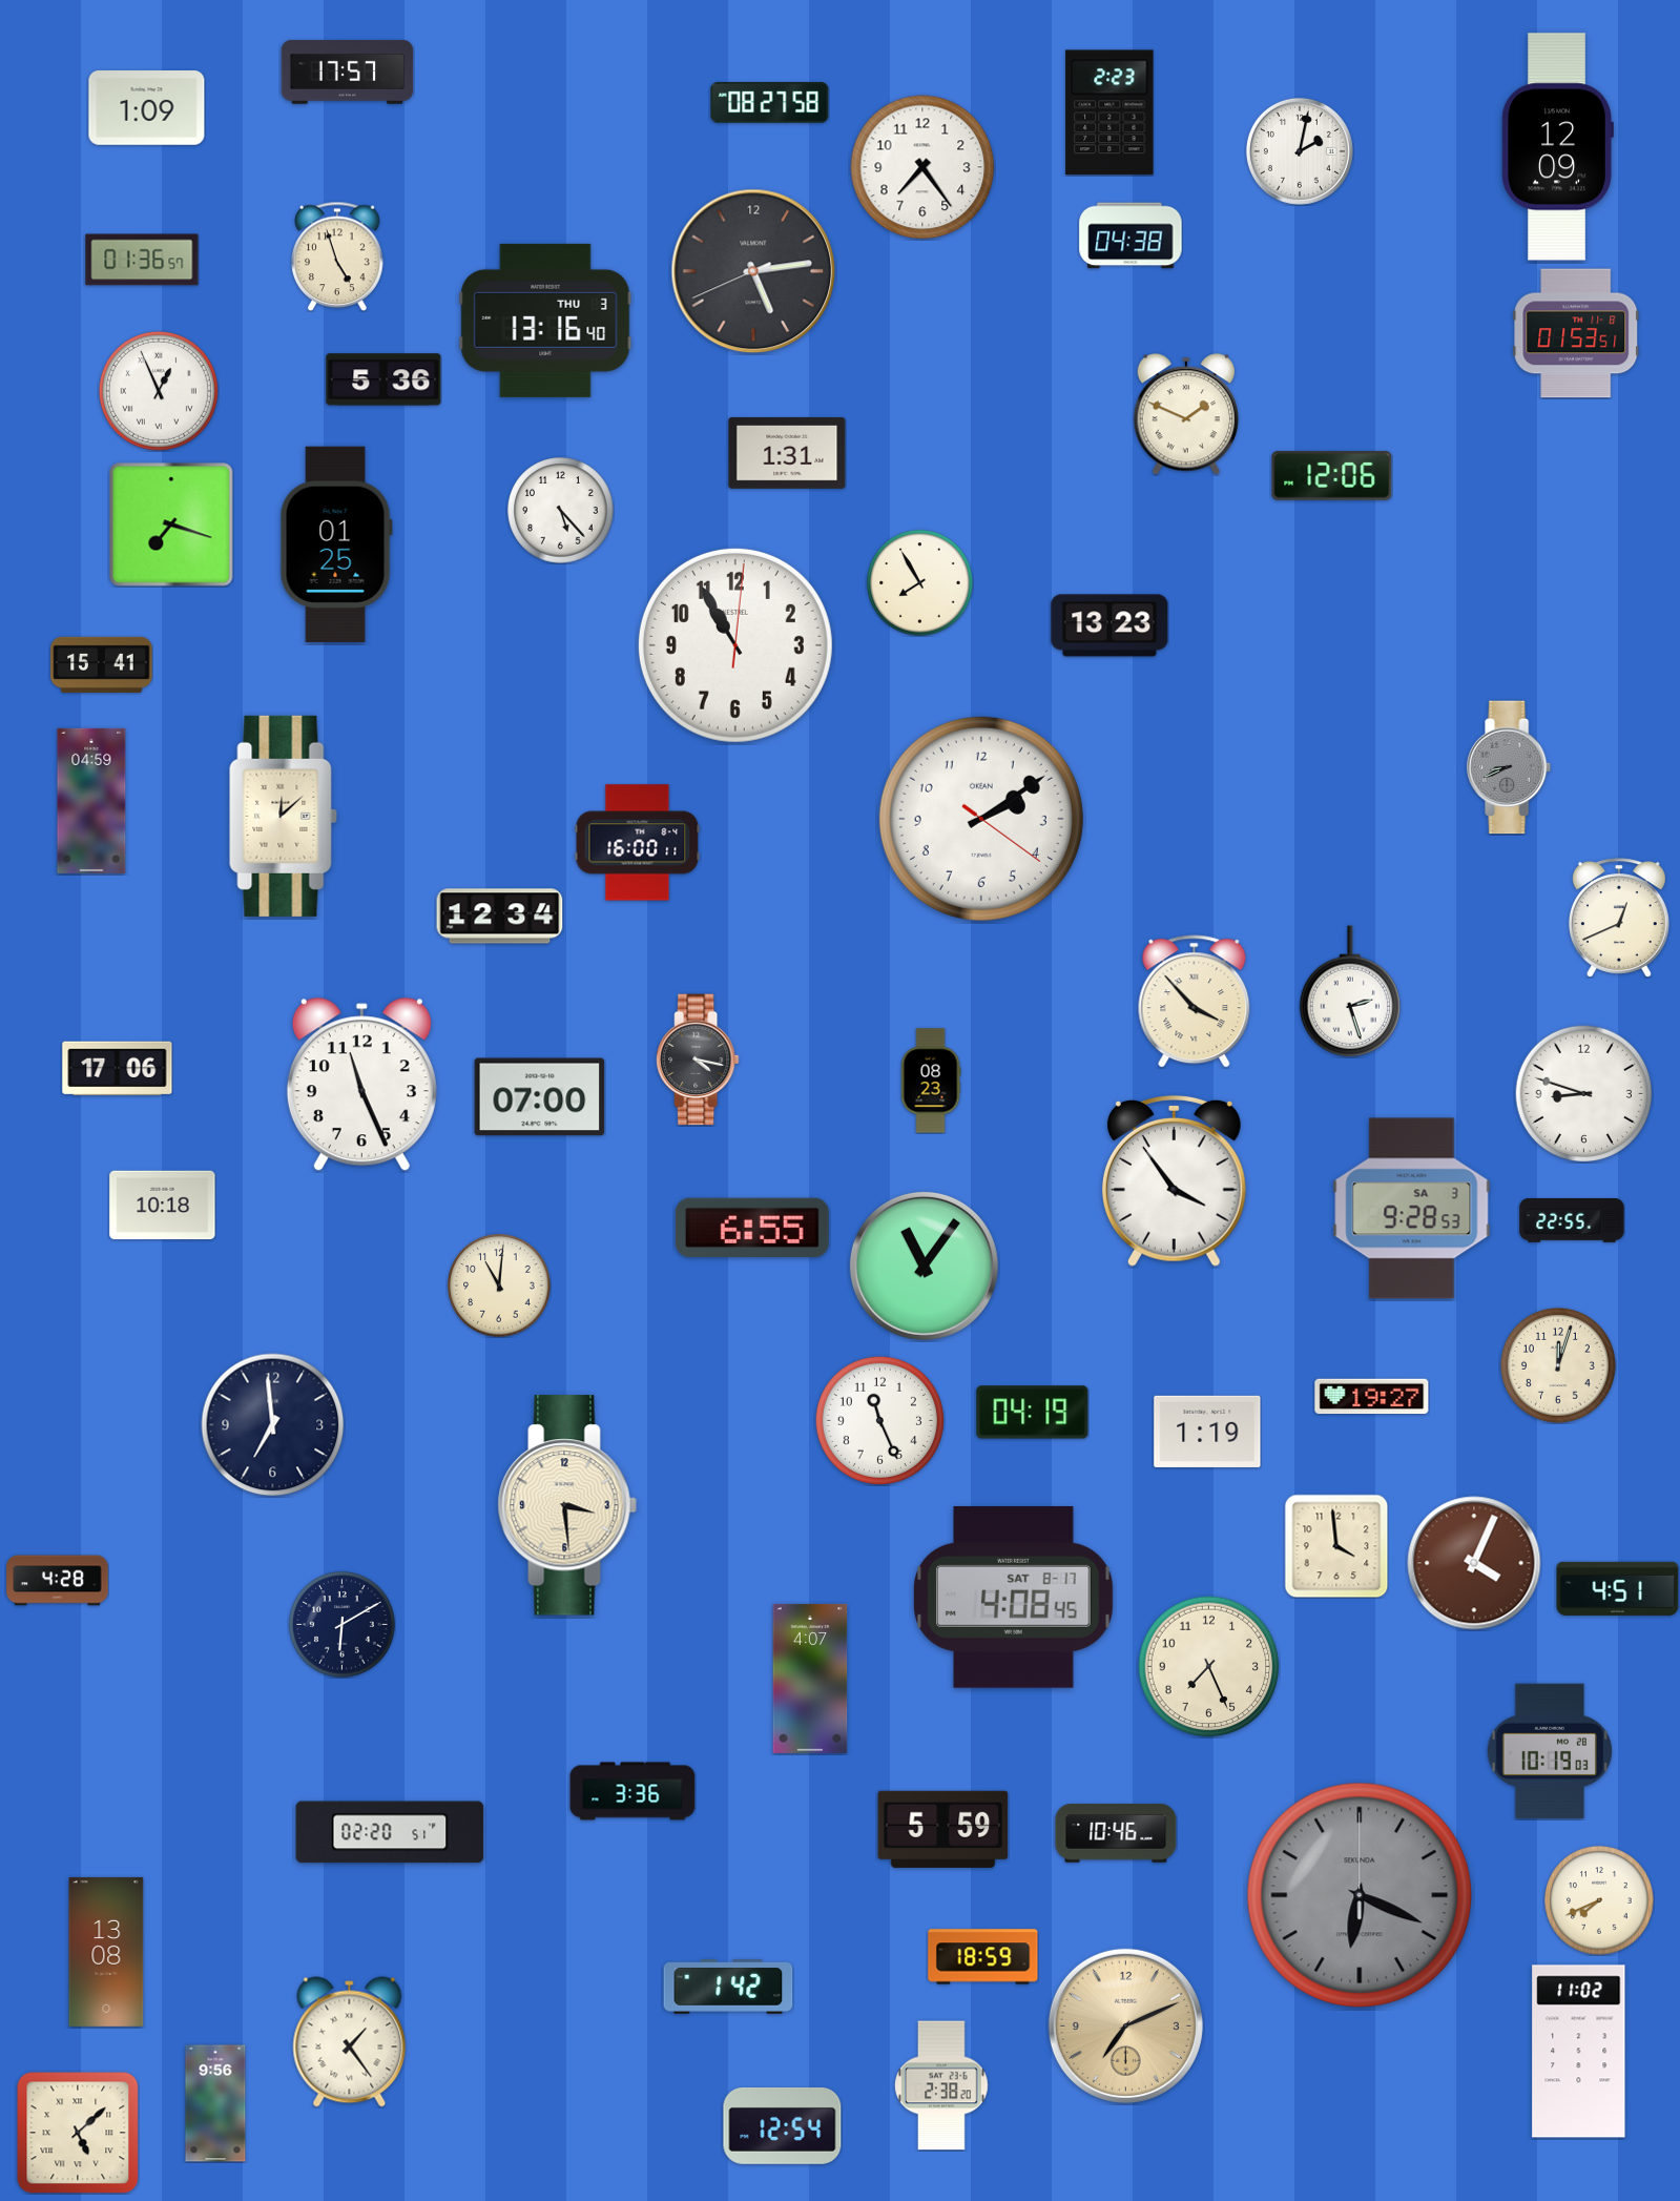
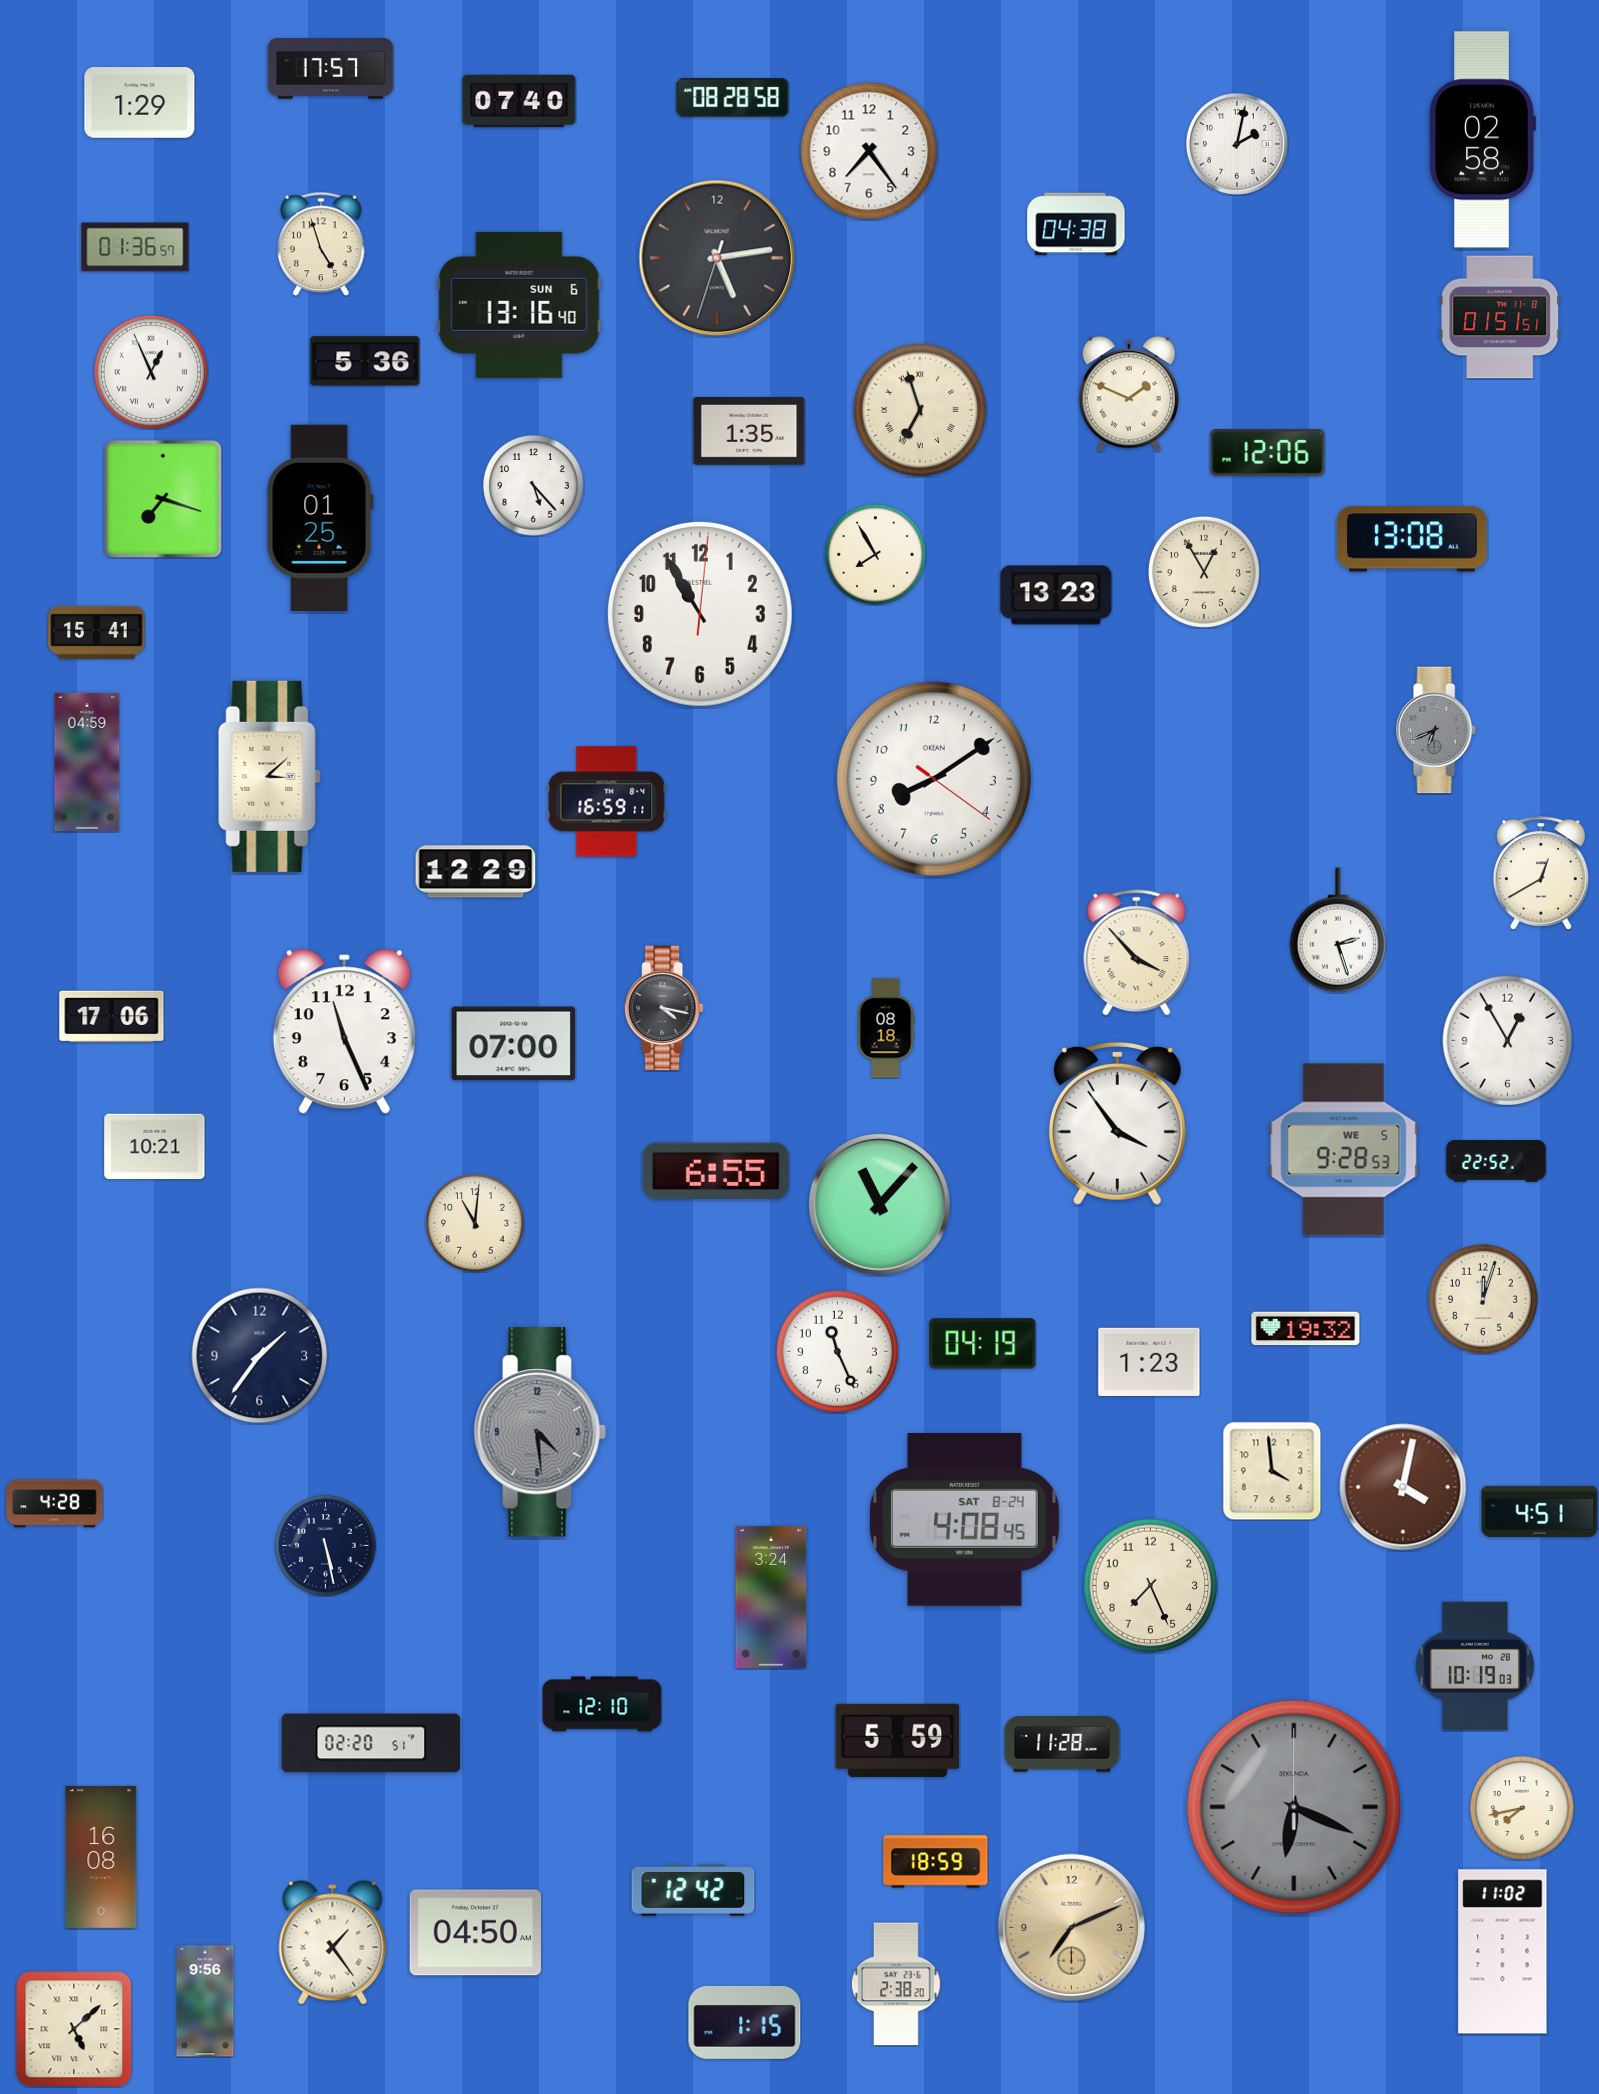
clock at (770, 103): 08:27 -> 08:28
clock at (519, 101): none -> 07:40
clock at (147, 108): 1:09 -> 1:29
clock at (1109, 112): 2:23 -> none
clock at (1557, 147): 12:09 -> 02:58
clock at (922, 167) position: (922, 167) -> (869, 151)
clock at (753, 271): 5:13:41 -> 5:13:33
clock at (545, 321) date: THU 3 -> SUN 6
clock at (1576, 333): 01:53 -> 01:51
clock at (920, 410): none -> 6:57
clock at (787, 453): 1:31 -> 1:35
clock at (1412, 539): none -> 13:08
clock at (1204, 572): none -> 12:55
clock at (1510, 767): 8:41 -> 6:41
clock at (284, 816): 12:08 -> 3:08
clock at (981, 819): 2:09 -> 8:09
clock at (638, 843): 16:00 -> 16:59
clock at (500, 917): 12:34 -> 12:29
clock at (1619, 918): 12:41 -> 12:40
clock at (1350, 991) position: (1350, 991) -> (1338, 930)
clock at (931, 1081): 08:23 -> 08:18
clock at (1584, 1094): 8:48 -> 12:55
clock at (163, 1206): 10:18 -> 10:21
clock at (1412, 1209) date: SA 3 -> WE 5
clock at (1572, 1220): 22:55 -> 22:52
clock at (752, 1227) position: (752, 1227) -> (716, 1170)
clock at (924, 1266): 11:06 -> 11:07
clock at (1372, 1397): 19:27 -> 19:32
clock at (273, 1425): 6:59 -> 1:36
clock at (1207, 1432): 1:19 -> 1:23
clock at (567, 1505): 3:29 -> 4:29
clock at (567, 1505) dial: cream -> grey
clock at (1474, 1563): 4:04 -> 4:02
clock at (1014, 1597) date: SAT 8-17 -> SAT 8-24
clock at (343, 1625): 6:10 -> 5:28
clock at (810, 1679): 4:07 -> 3:24
clock at (632, 1791): 3:36 -> 12:10
clock at (1116, 1833): 10:46 -> 11:28
clock at (1360, 1895) position: (1360, 1895) -> (1294, 1807)
clock at (1599, 1900): 7:41 -> 7:43
clock at (106, 1952): 13:08 -> 16:08
clock at (728, 1987): 1:42 -> 12:42
clock at (475, 1933): none -> 04:50
clock at (783, 2125): 12:54 -> 1:15
